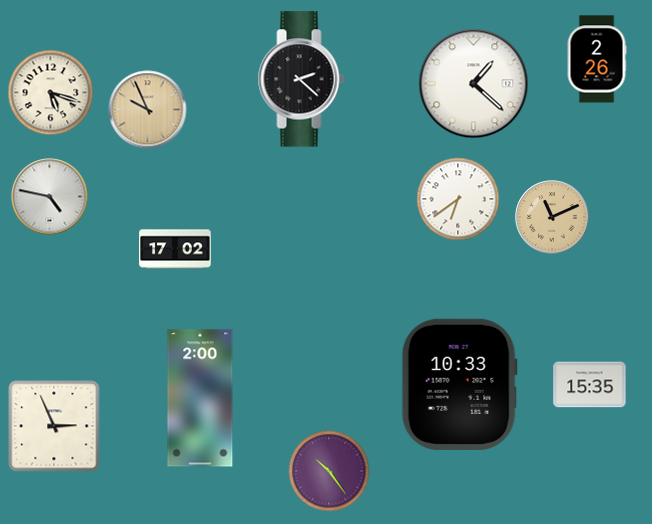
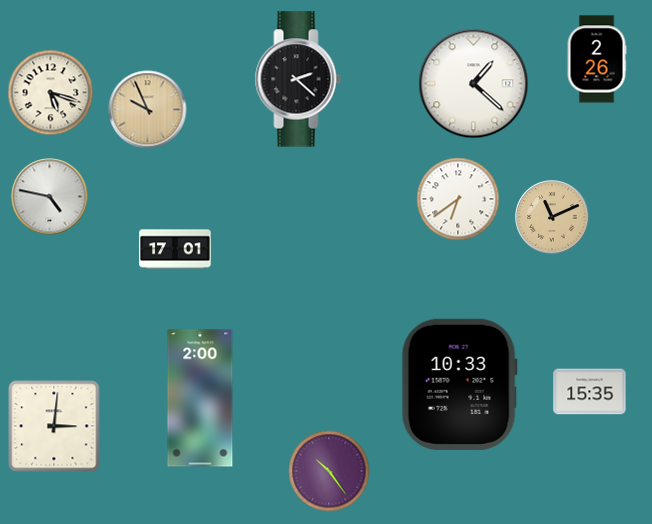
clock at (301, 79) position: (301, 79) -> (298, 79)
clock at (175, 249): 17:02 -> 17:01
clock at (590, 385) position: (590, 385) -> (590, 392)
clock at (54, 426): 2:56 -> 3:01
